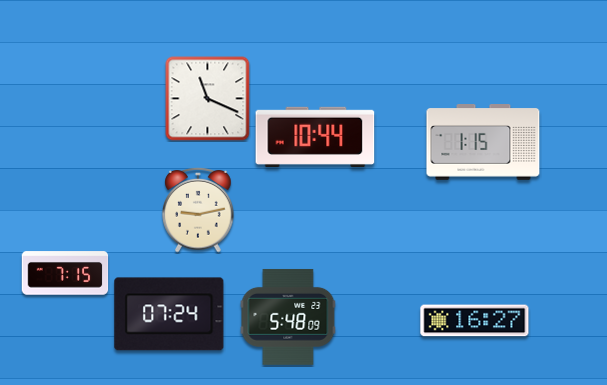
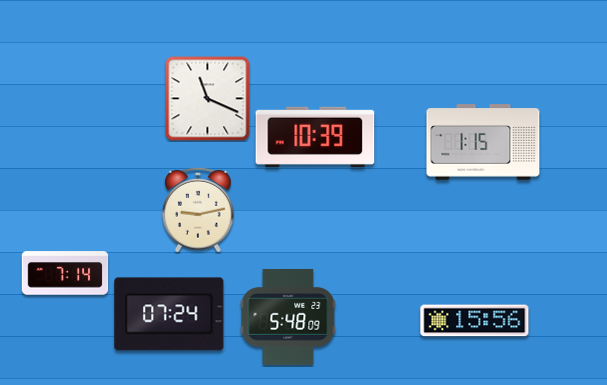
clock at (315, 136): 10:44 -> 10:39
clock at (65, 273): 7:15 -> 7:14
clock at (475, 321): 16:27 -> 15:56
